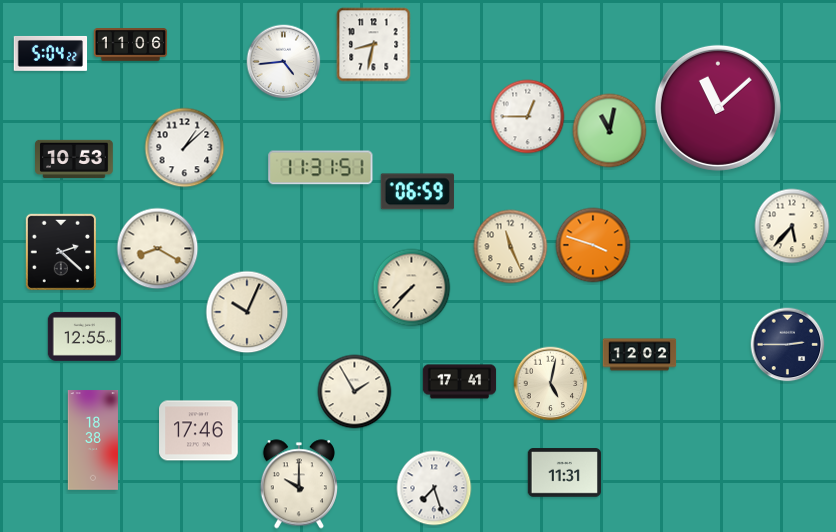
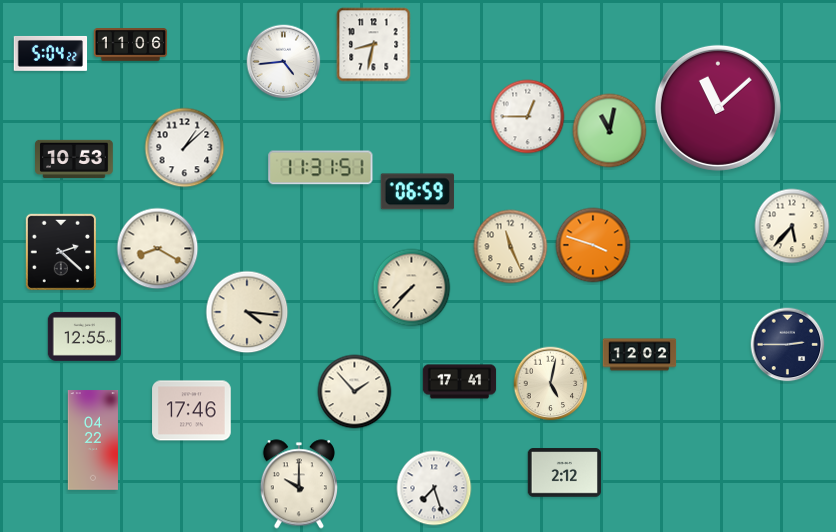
clock at (247, 312): 10:04 -> 4:16
clock at (355, 392): 1:55 -> 1:53
clock at (199, 431) position: (199, 431) -> (192, 411)
clock at (92, 440): 18:38 -> 04:22
clock at (565, 473): 11:31 -> 2:12
